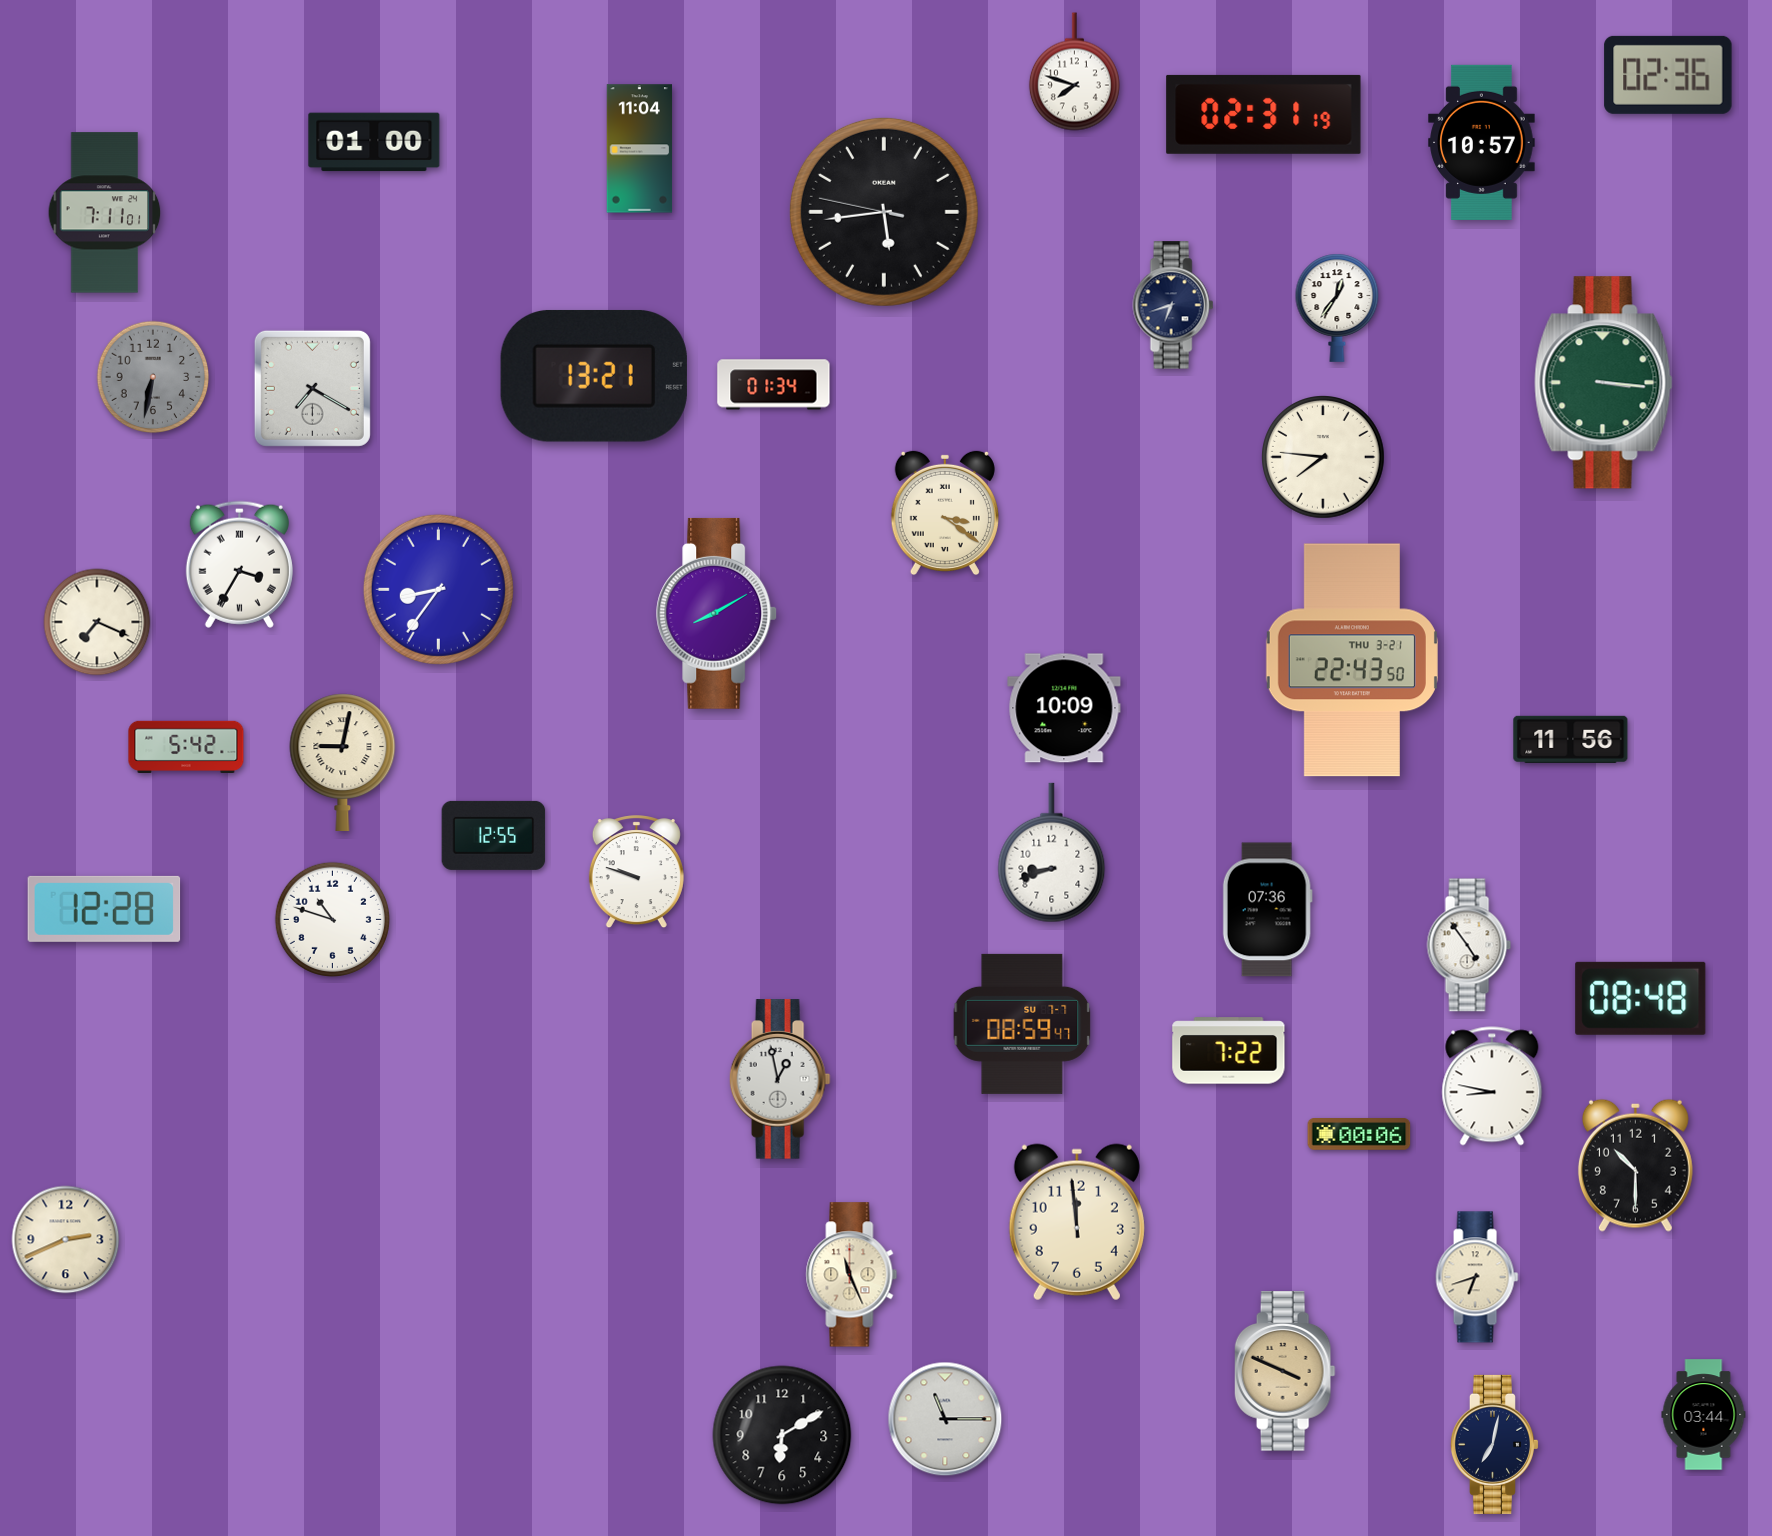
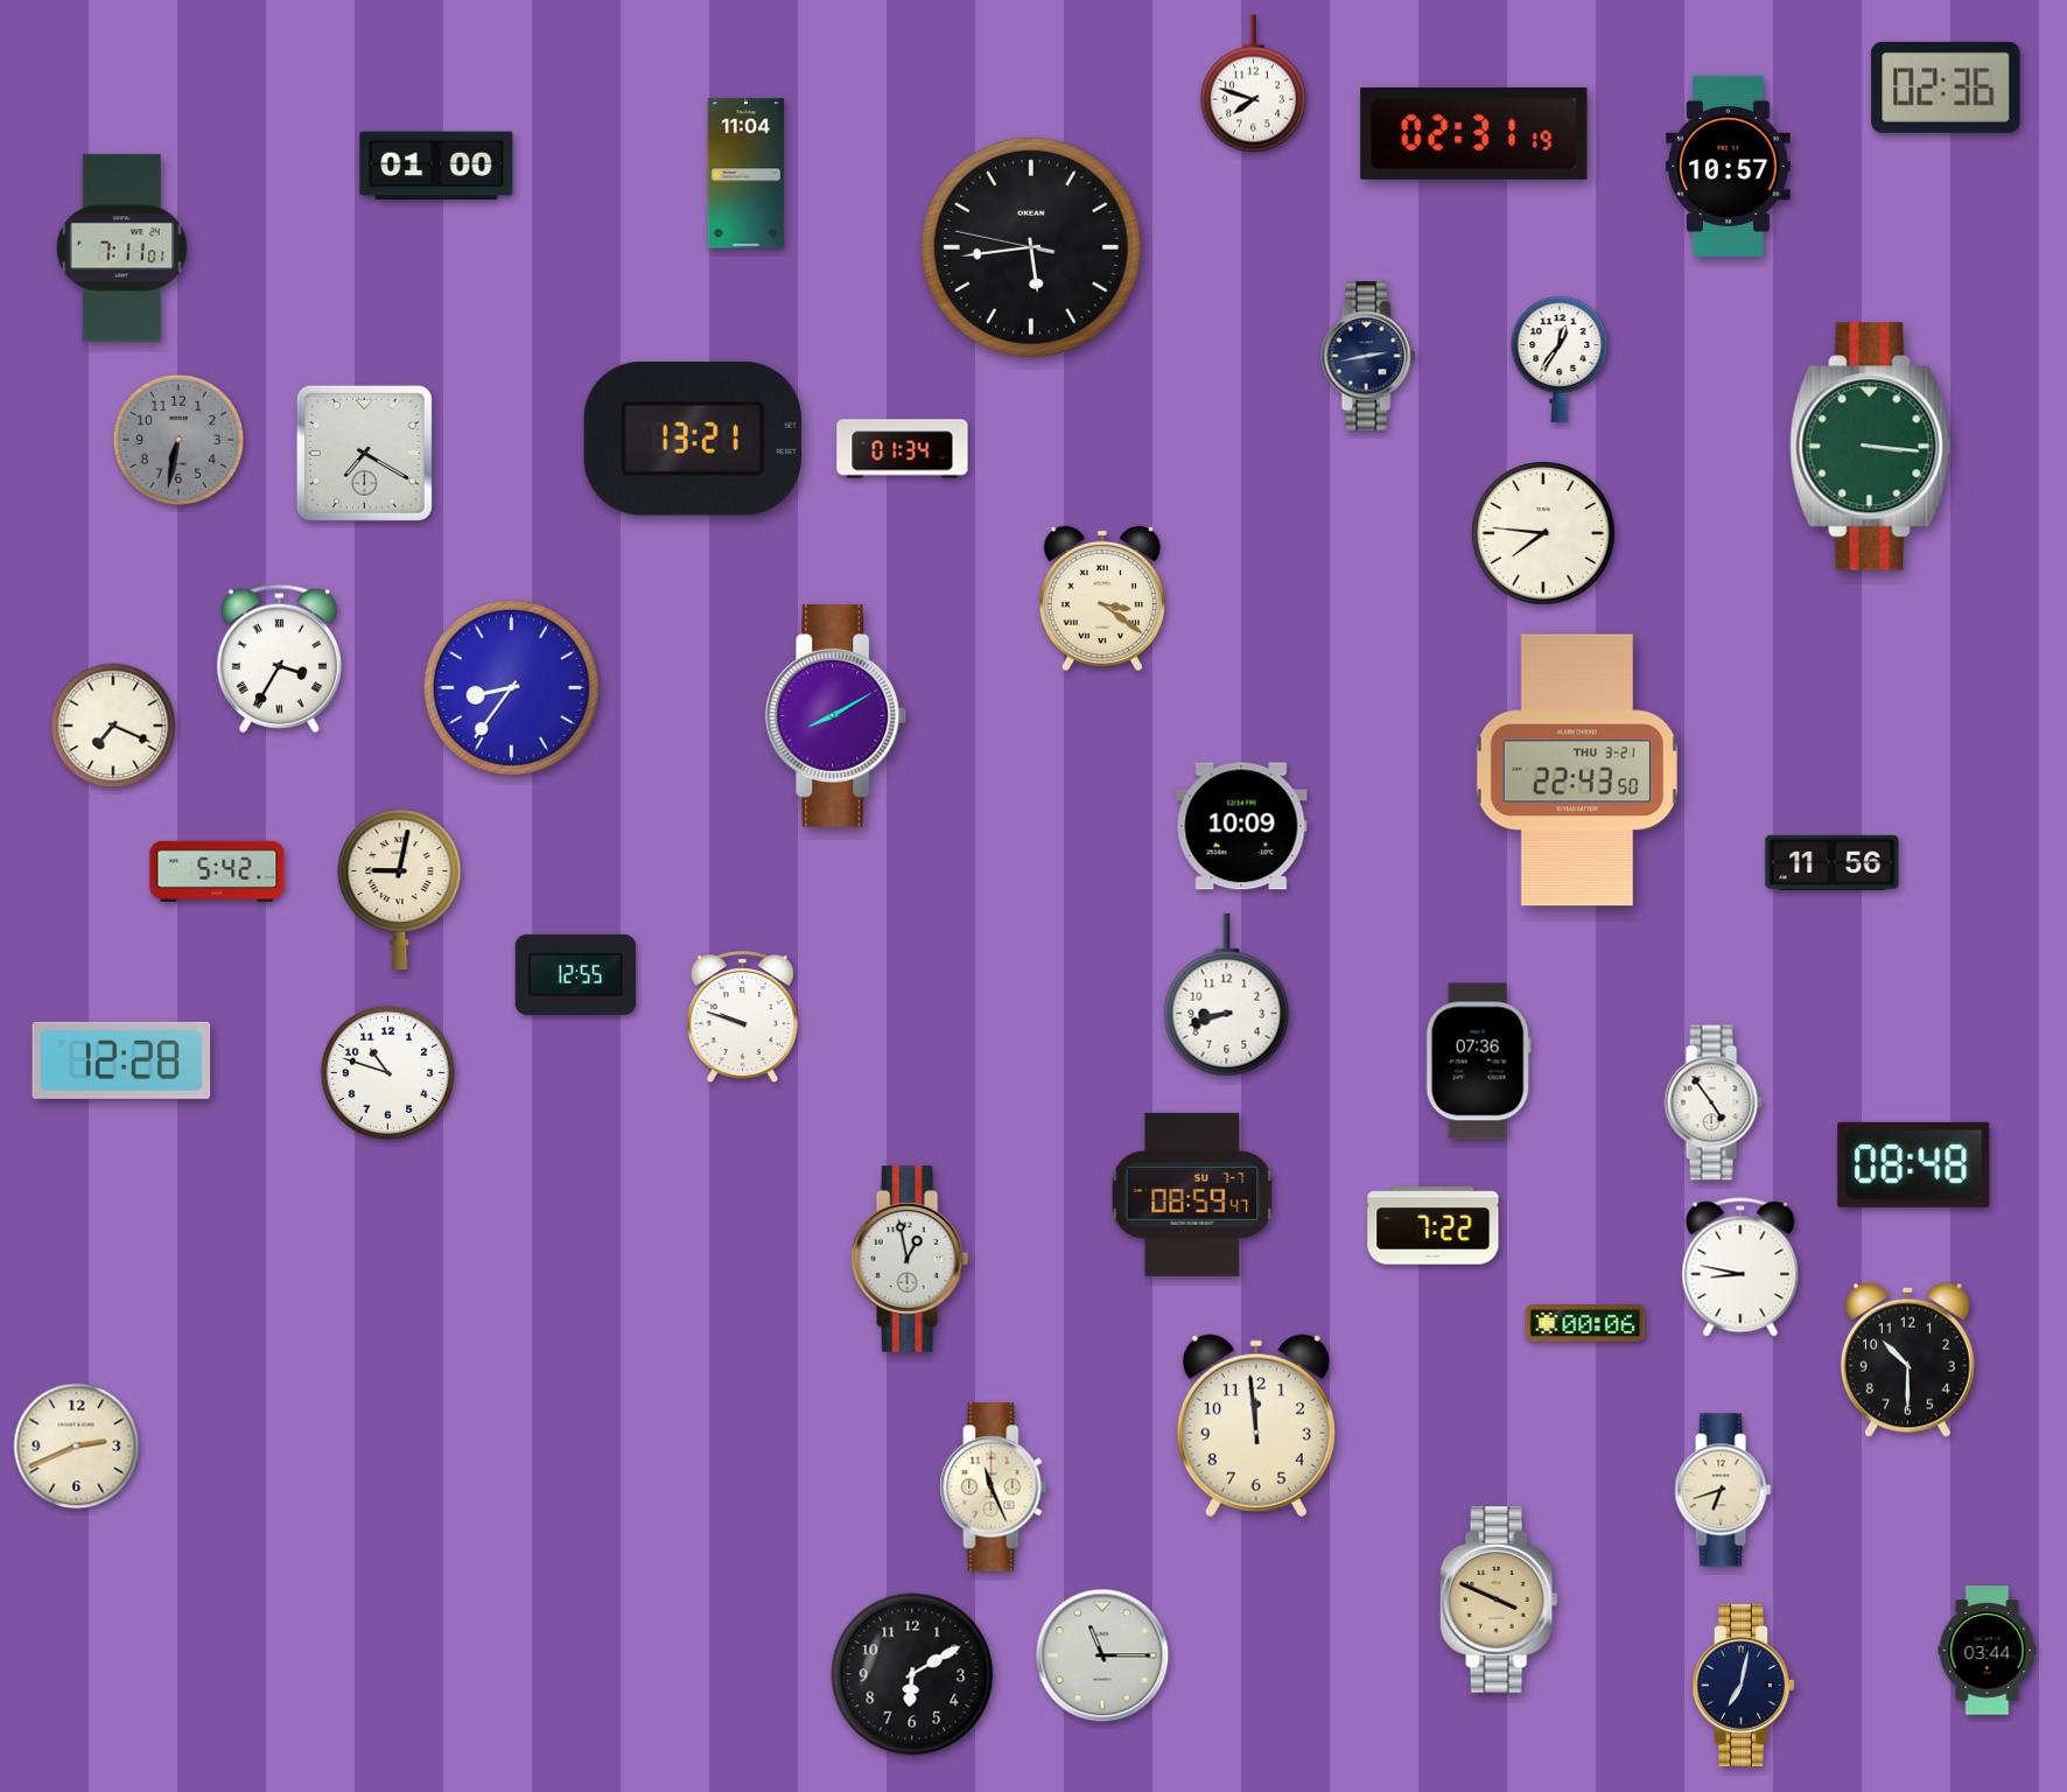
clock at (1173, 305): 6:42 -> 2:43
